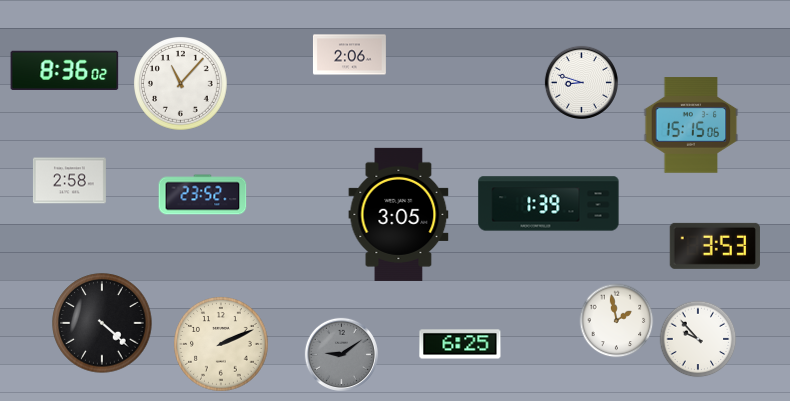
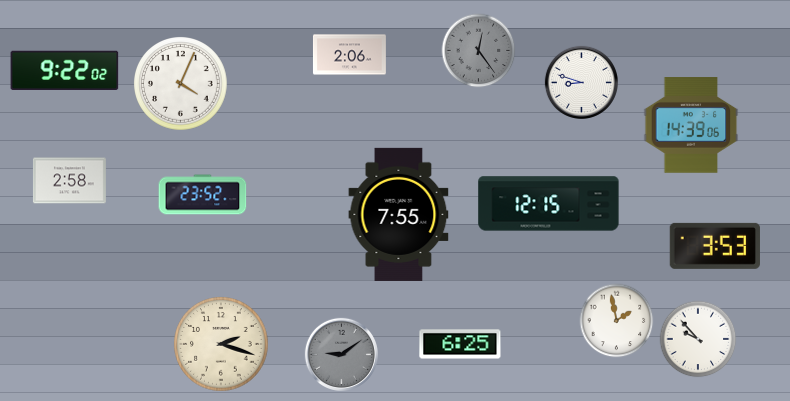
clock at (479, 51): none -> 12:24
clock at (65, 70): 8:36 -> 9:22
clock at (181, 84): 11:07 -> 4:04
clock at (691, 125): 15:15 -> 14:39
clock at (549, 204): 1:39 -> 12:15
clock at (399, 214): 3:05 -> 7:55
clock at (102, 323): 4:22 -> none
clock at (221, 344): 2:11 -> 2:18
